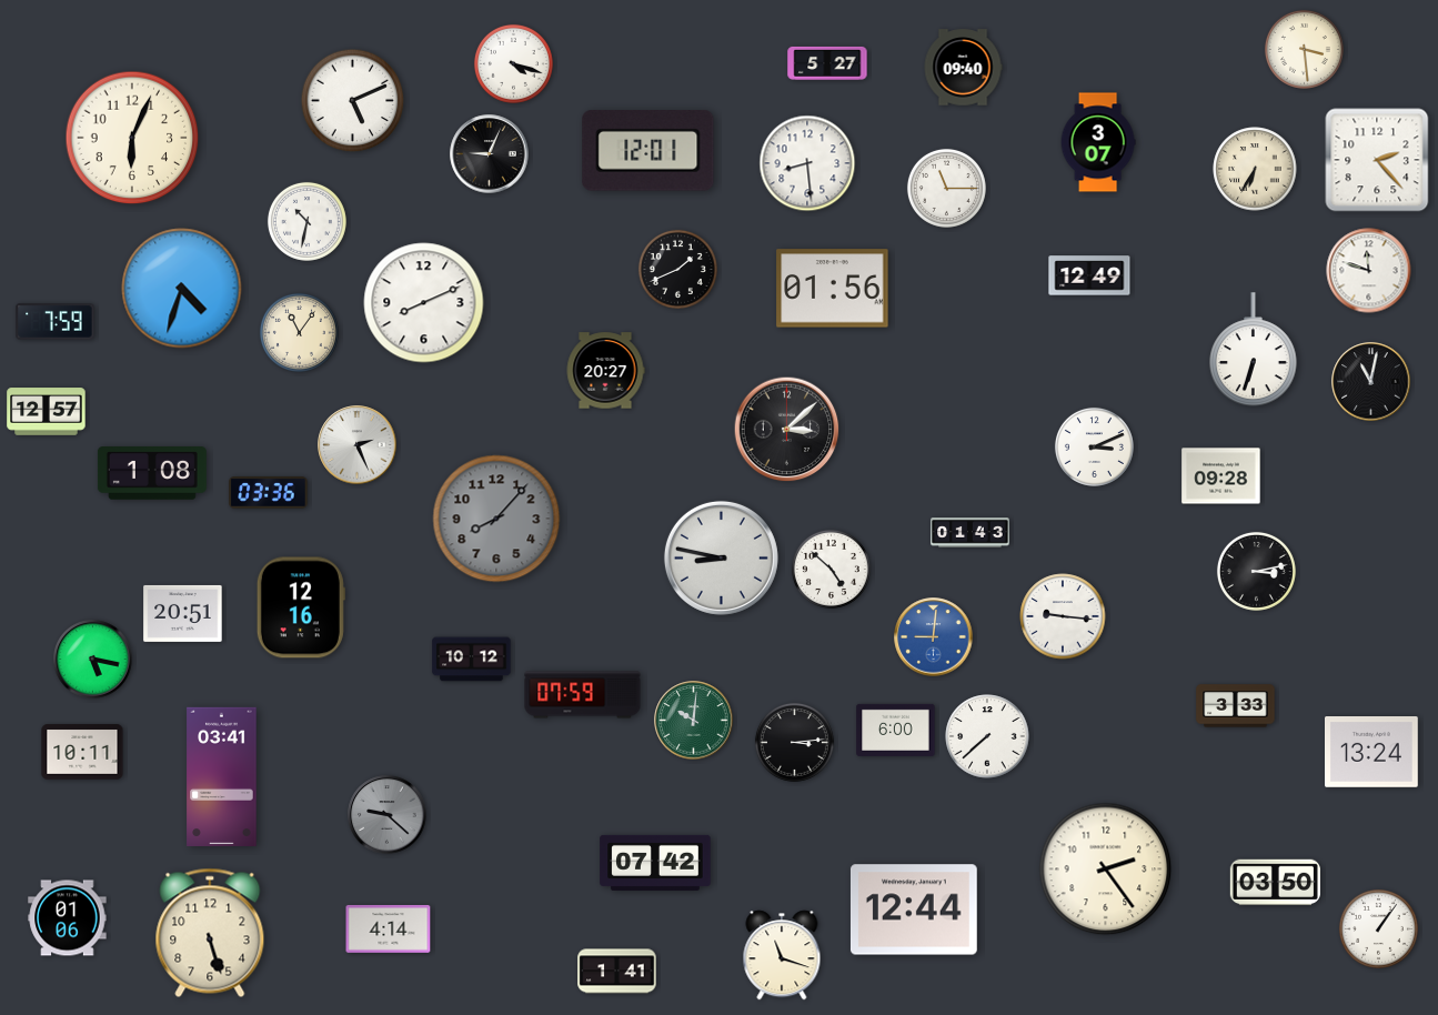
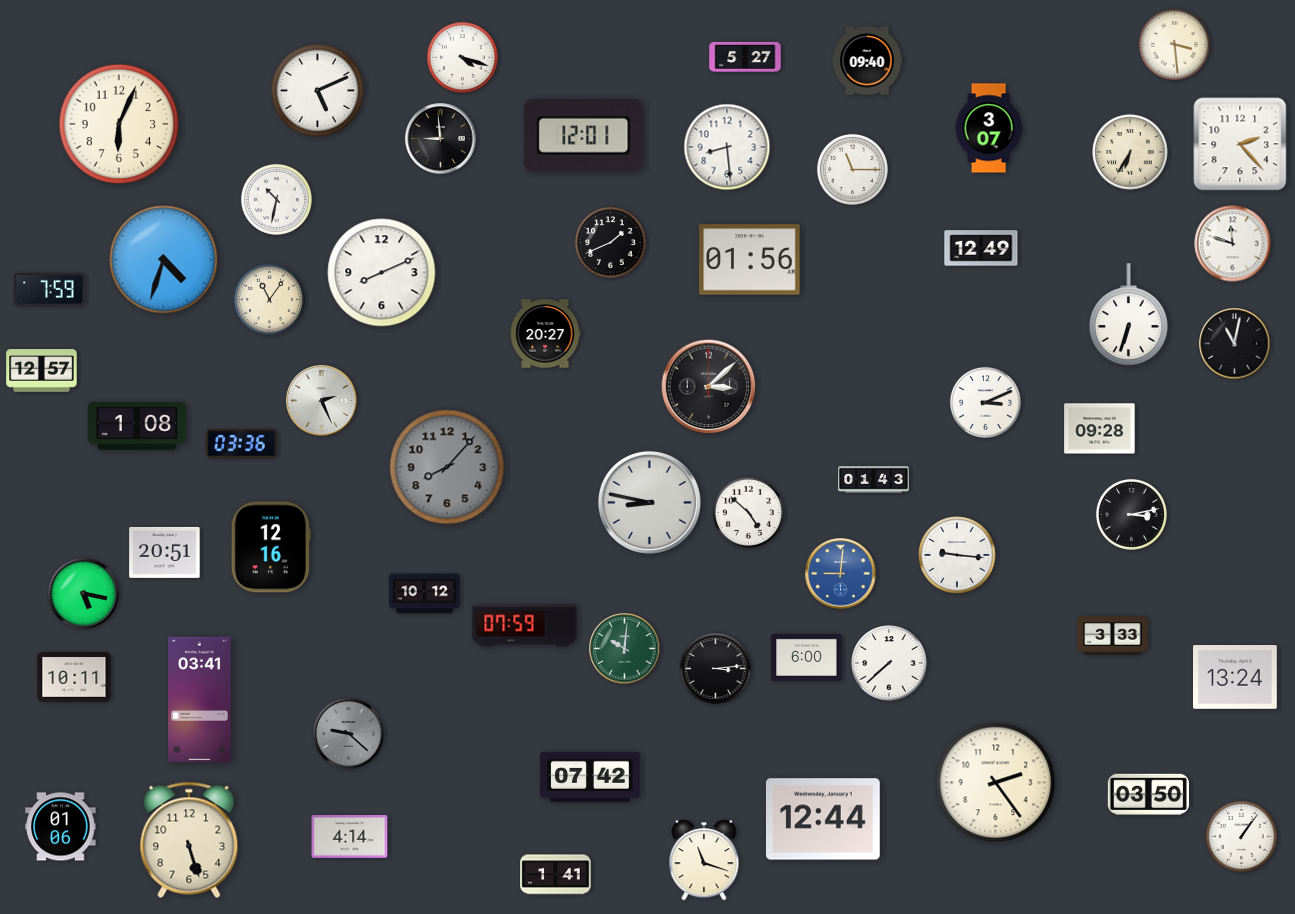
clock at (490, 154): 9:04 -> 8:59
